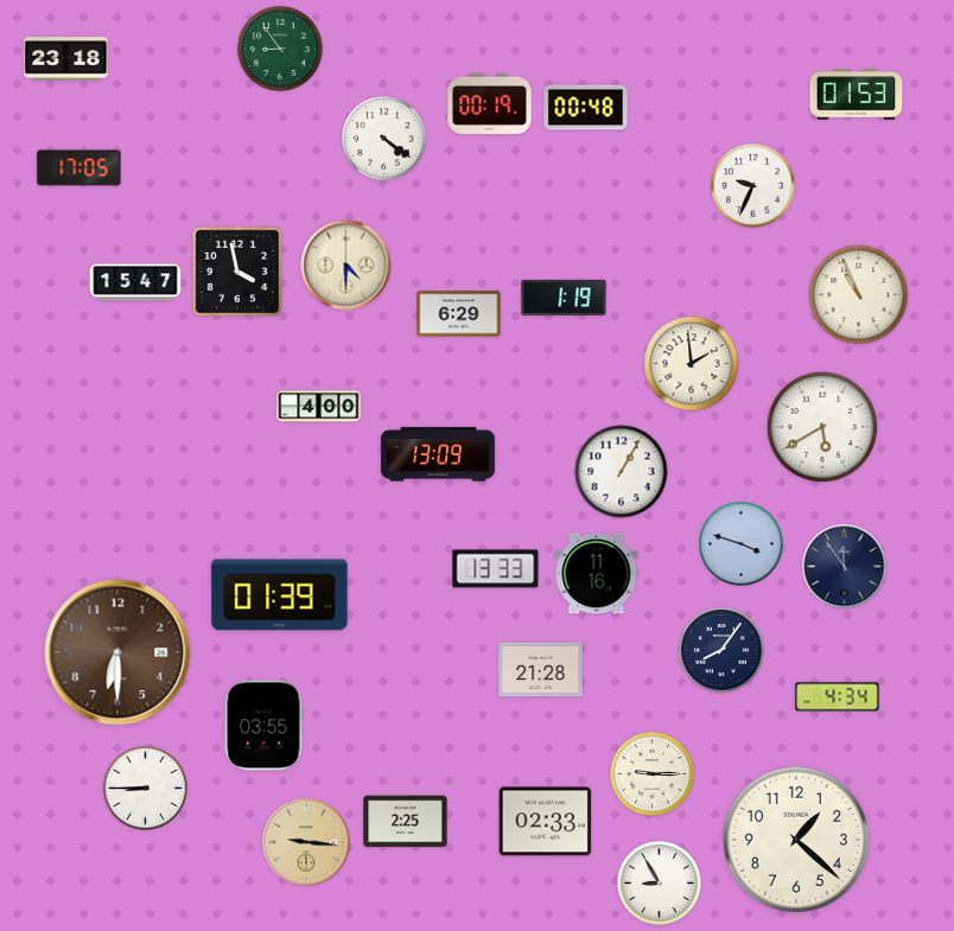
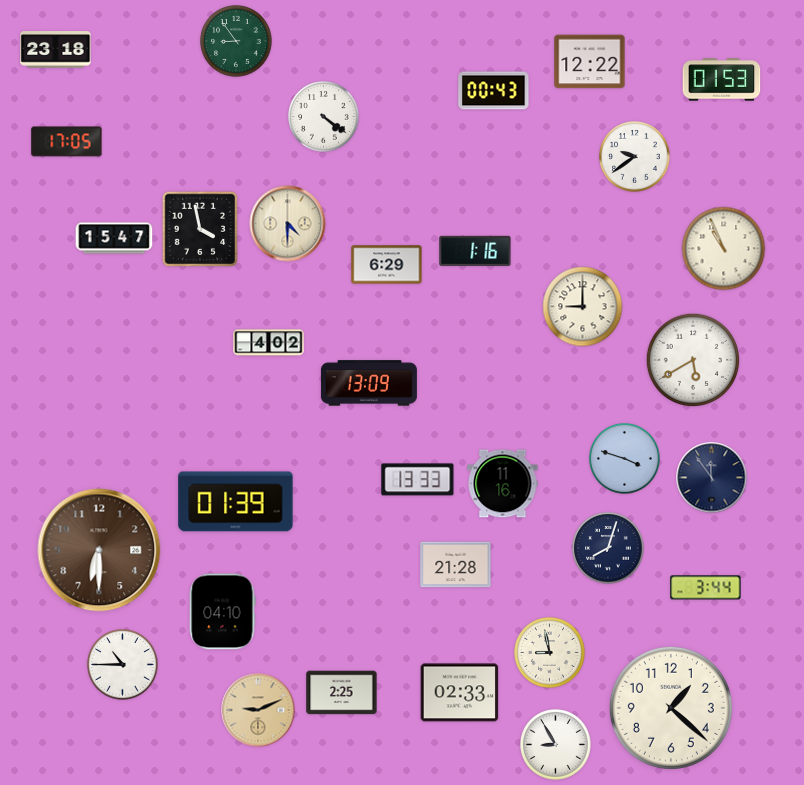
clock at (590, 62): none -> 12:22
clock at (490, 103): 00:19 -> none
clock at (586, 108): 00:48 -> 00:43
clock at (753, 186): 9:34 -> 9:39
clock at (346, 266) position: (346, 266) -> (288, 224)
clock at (564, 298): 1:19 -> 1:16
clock at (692, 364): 1:59 -> 9:00
clock at (319, 407): 4:00 -> 4:02
clock at (622, 472): 1:05 -> none
clock at (721, 650): 8:06 -> 8:03
clock at (838, 697): 4:34 -> 3:44
clock at (263, 726): 03:55 -> 04:10
clock at (653, 774): 9:15 -> 8:58
clock at (146, 789): 8:45 -> 10:45
clock at (306, 842): 9:16 -> 9:11
